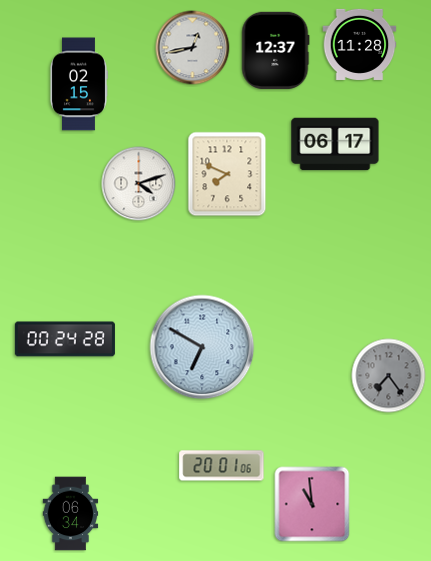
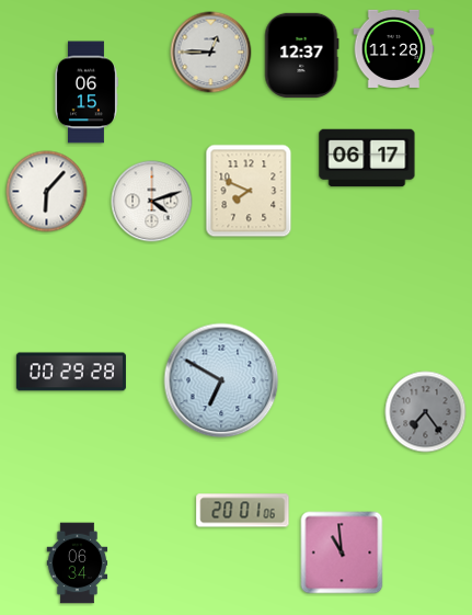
clock at (193, 48): 12:43 -> 12:45
clock at (79, 84): 02:15 -> 06:15
clock at (47, 192): none -> 6:07
clock at (65, 339): 00:24 -> 00:29
